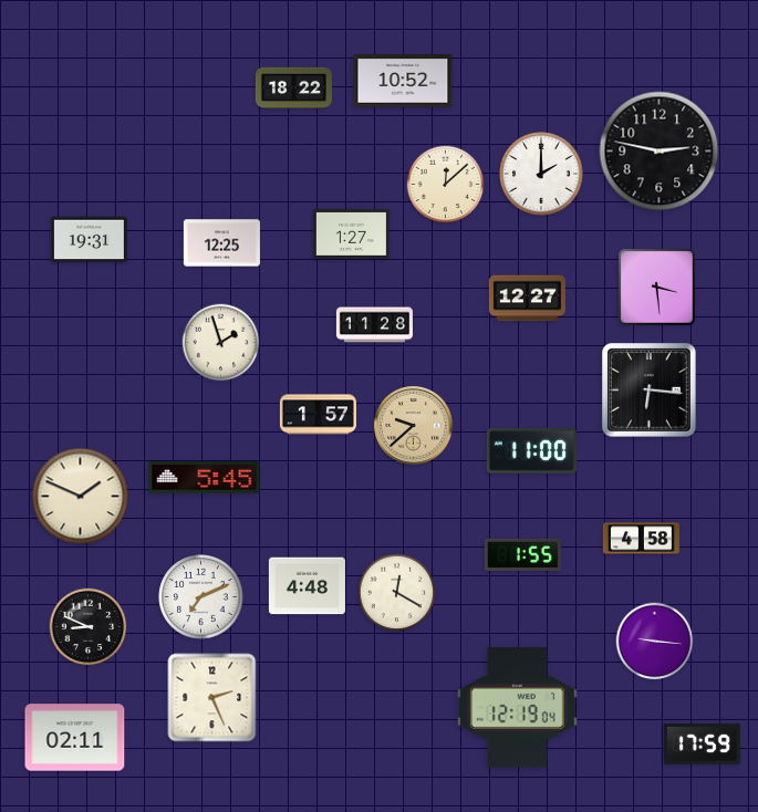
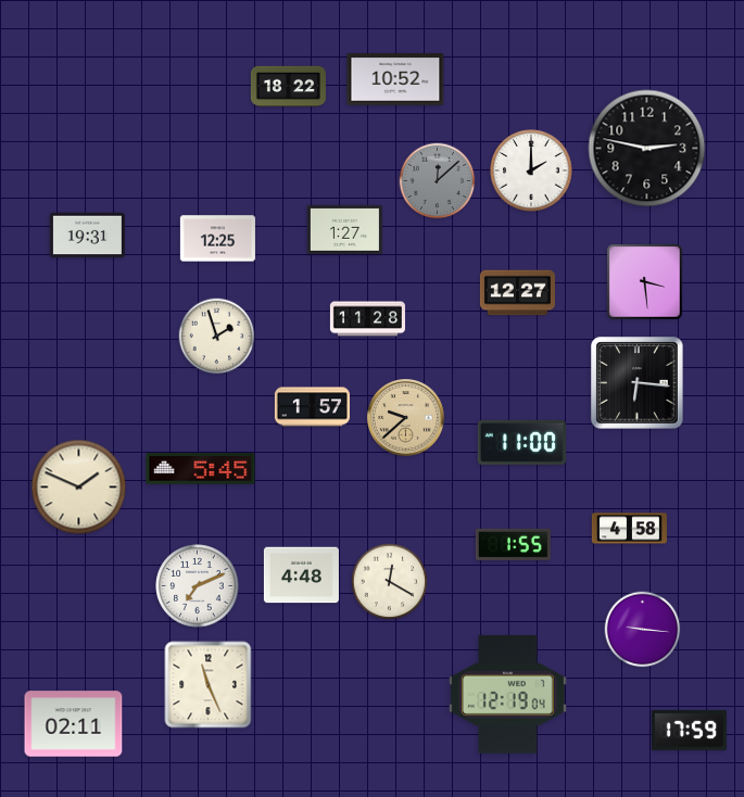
clock at (446, 185) dial: cream -> grey
clock at (89, 627): 8:49 -> none
clock at (212, 698): 2:26 -> 11:26
